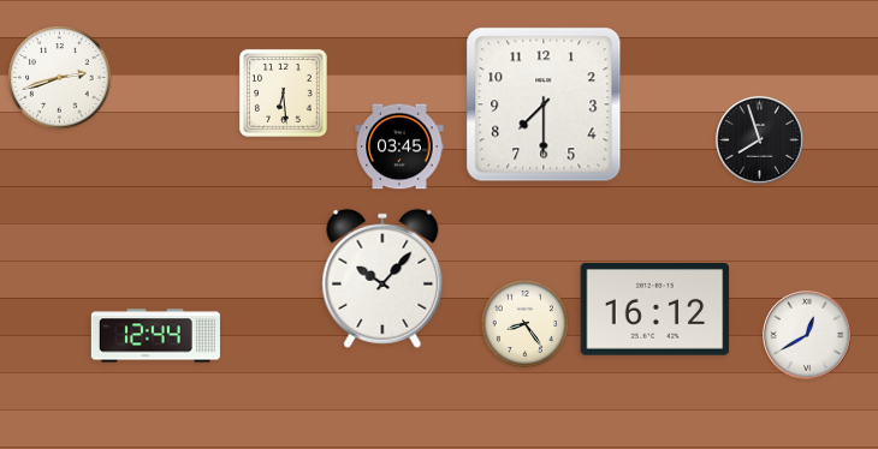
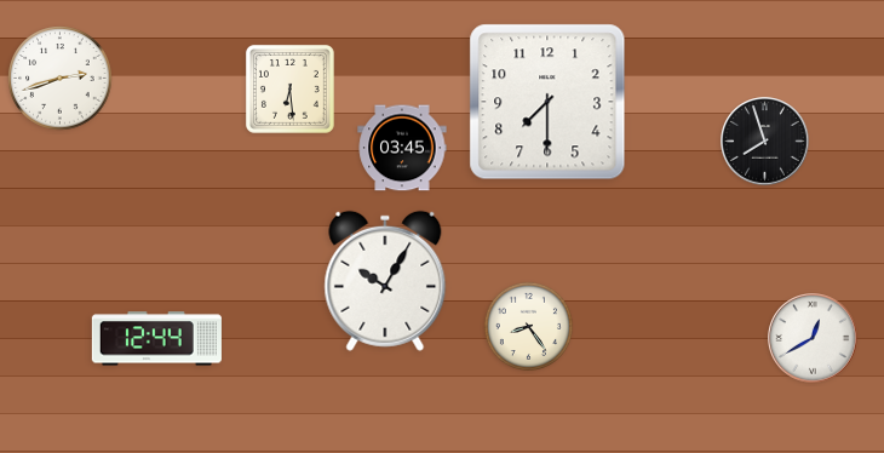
clock at (283, 92) position: (283, 92) -> (289, 88)
clock at (544, 104) position: (544, 104) -> (547, 102)
clock at (382, 279): 10:07 -> 10:05
clock at (655, 310): 16:12 -> none
